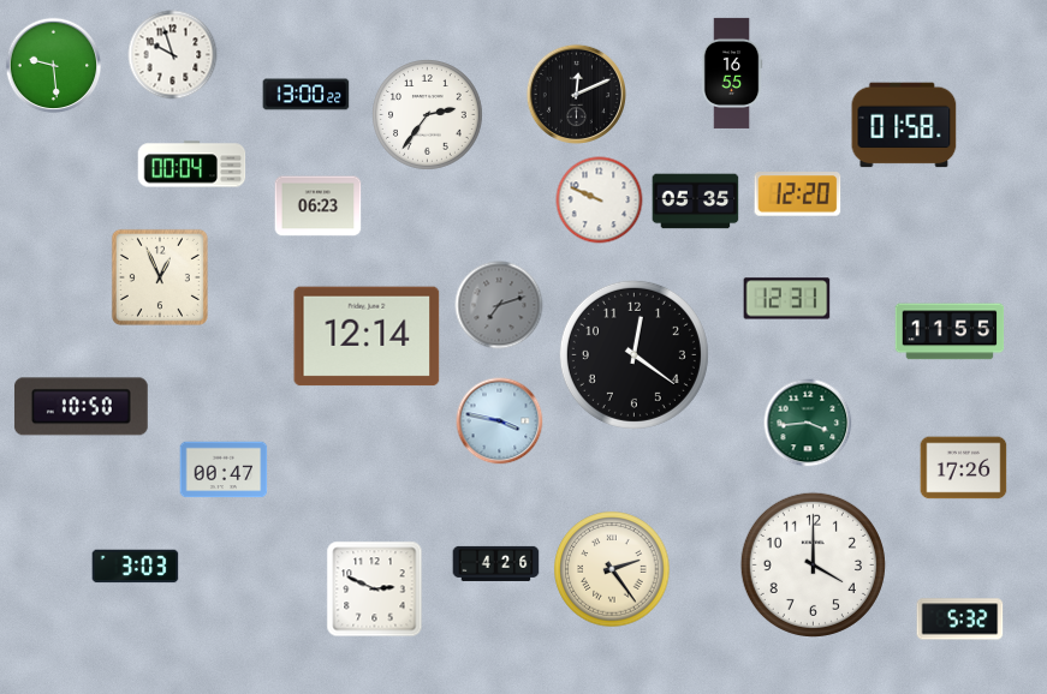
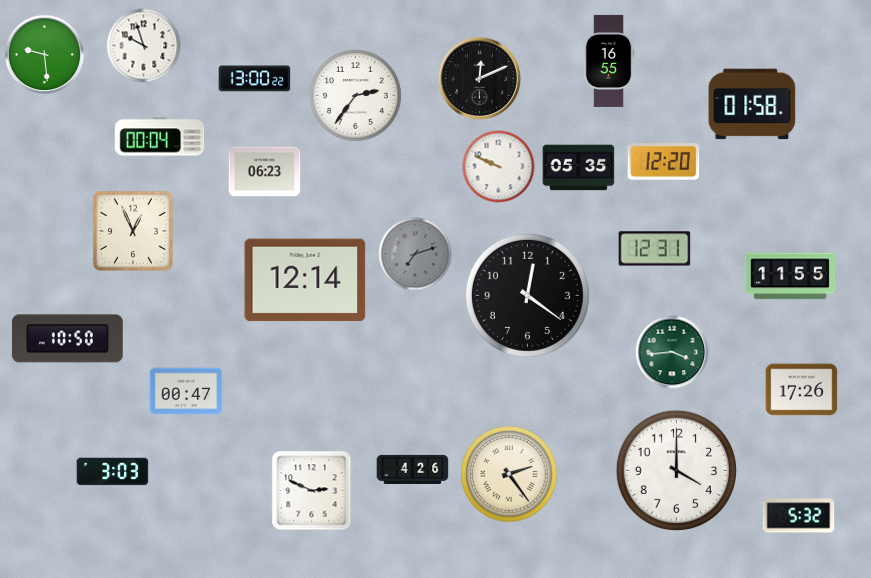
clock at (500, 421): 3:47 -> none
